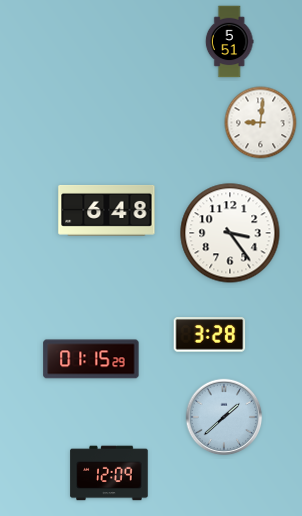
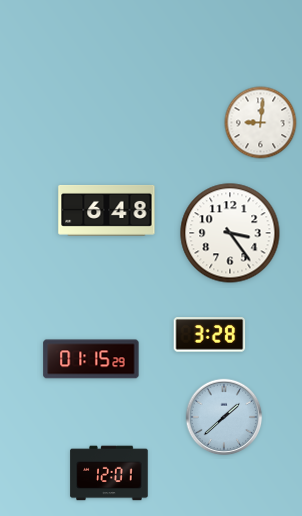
clock at (229, 42): 5:51 -> none
clock at (109, 473): 12:09 -> 12:01
